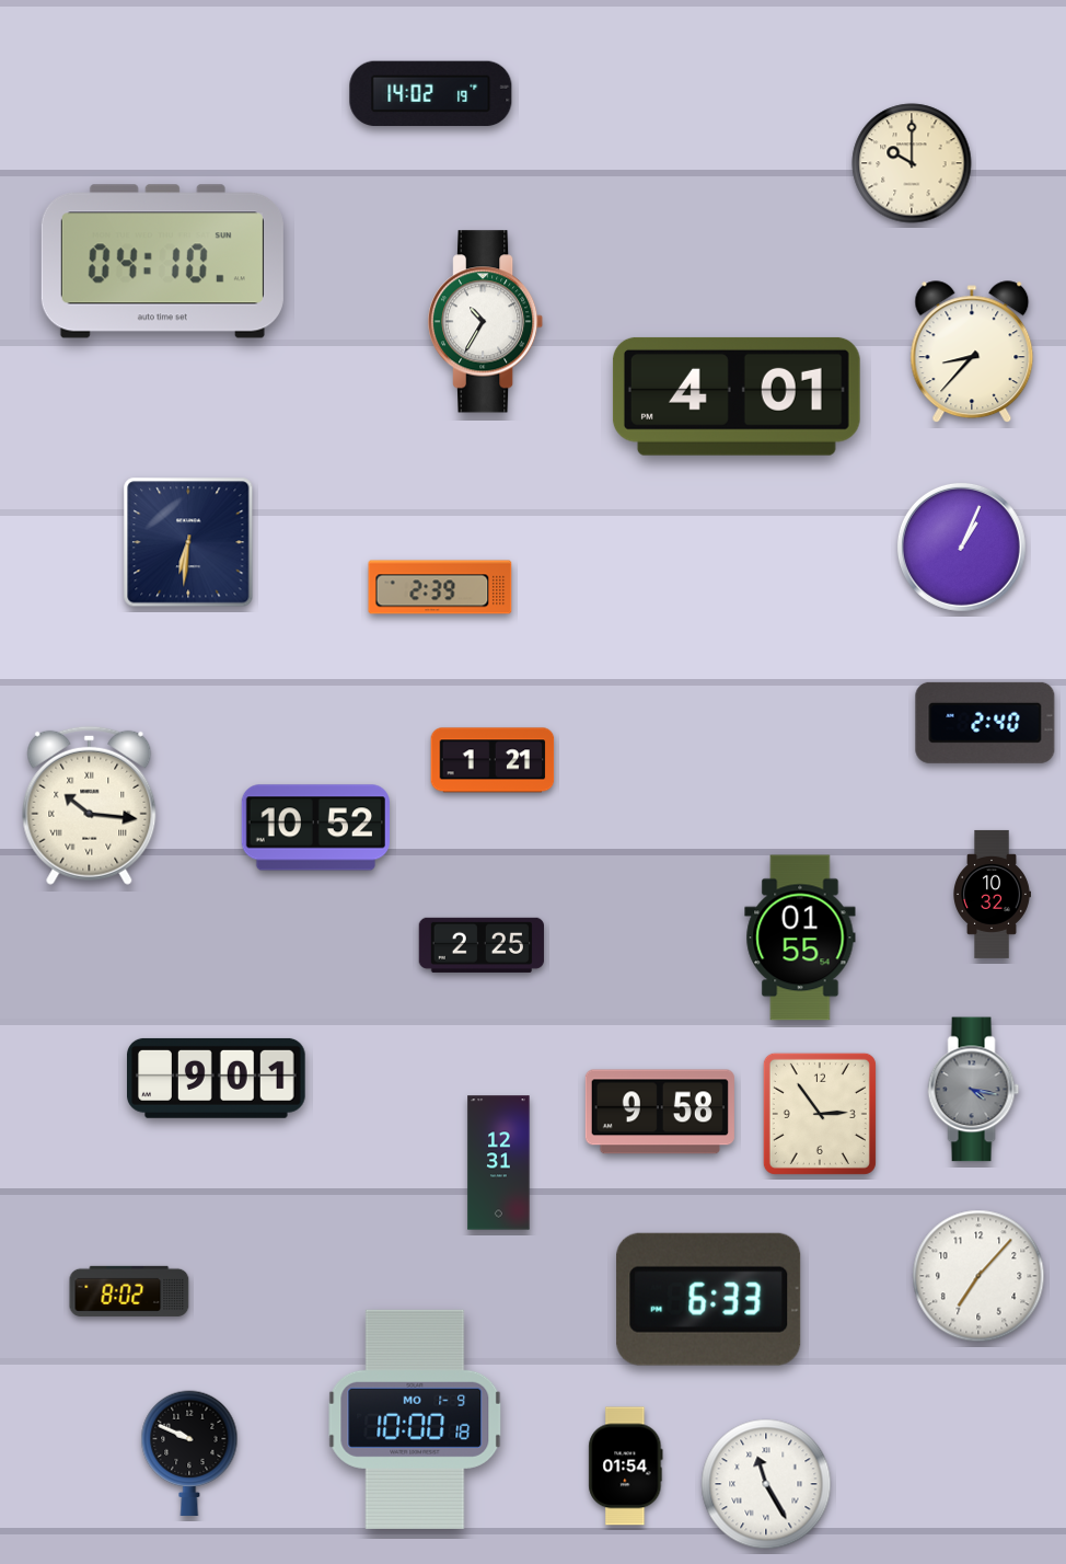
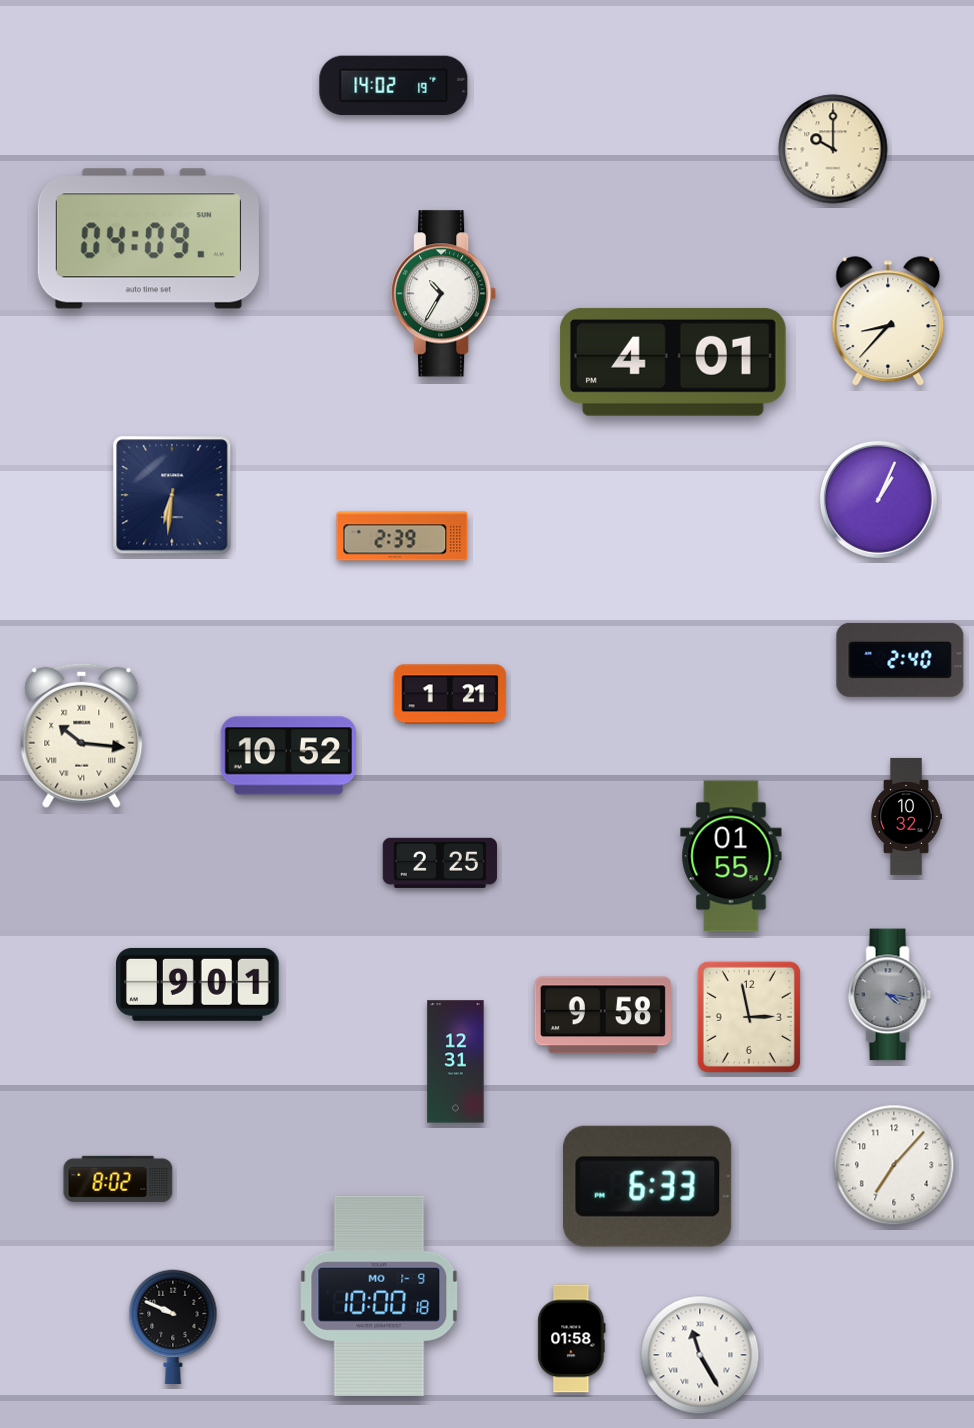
clock at (162, 262): 04:10 -> 04:09
clock at (820, 1114): 2:54 -> 2:58
clock at (626, 1467): 01:54 -> 01:58
